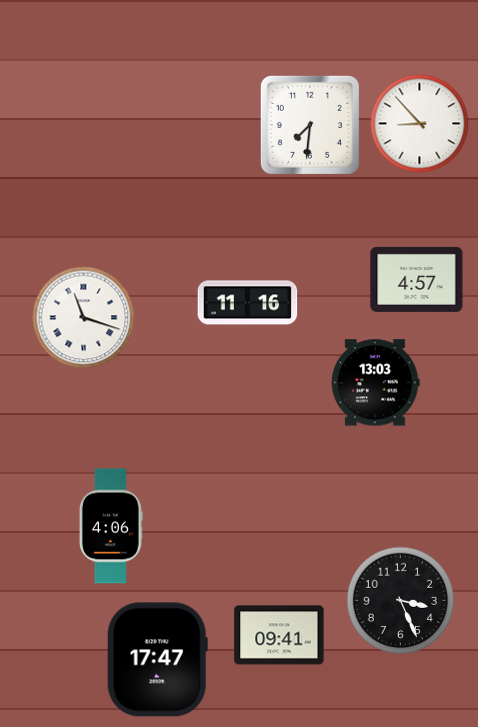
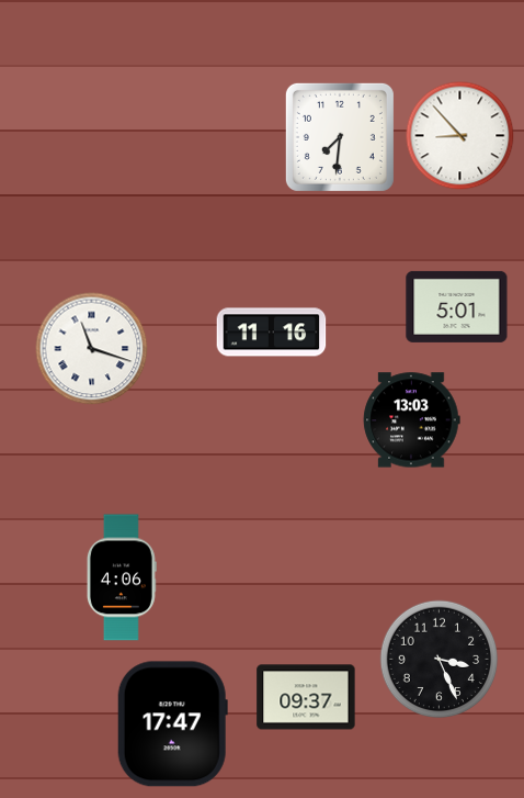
clock at (417, 279): 4:57 -> 5:01
clock at (279, 635): 09:41 -> 09:37
